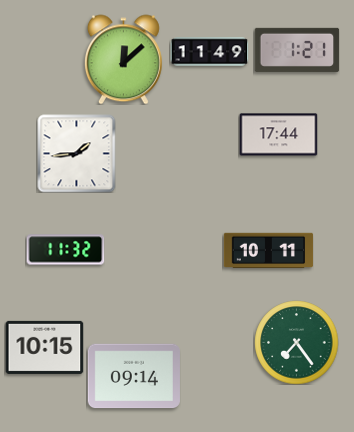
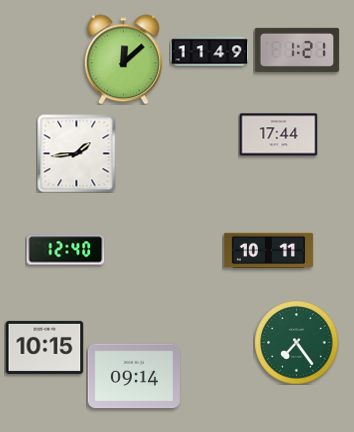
clock at (65, 250): 11:32 -> 12:40
